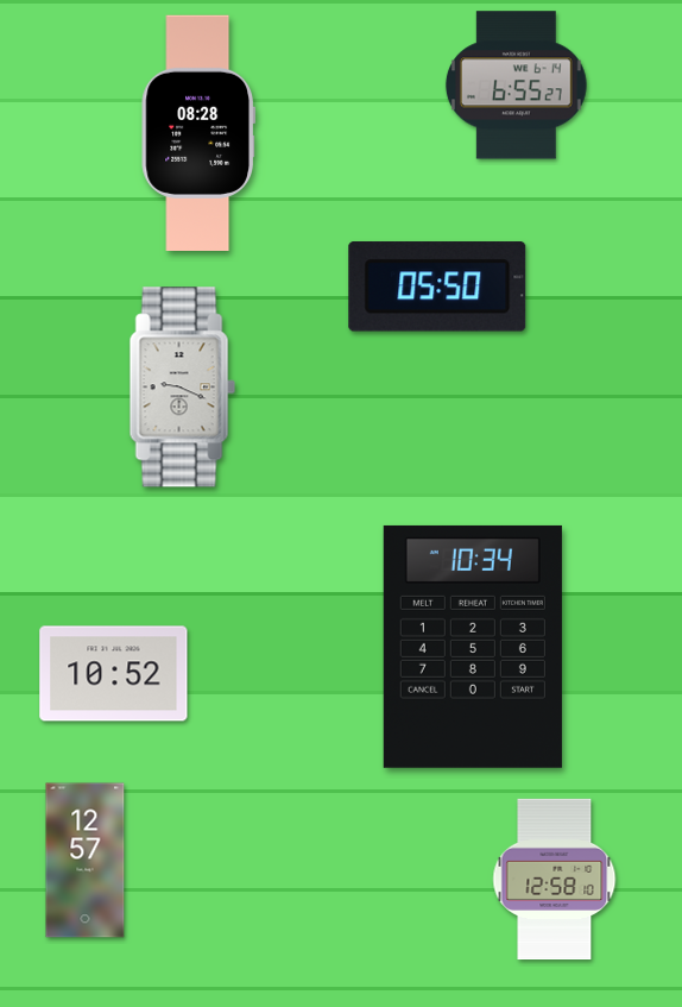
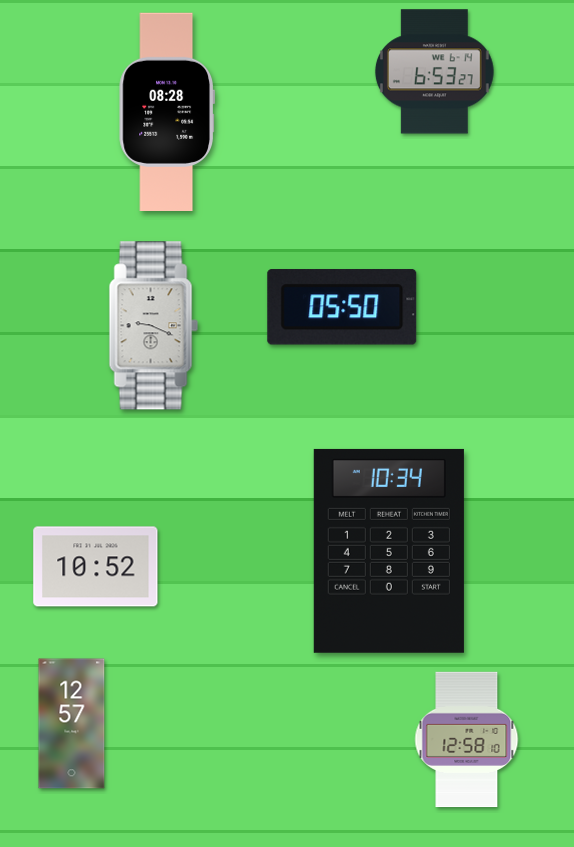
clock at (516, 86): 6:55 -> 6:53
clock at (437, 287) position: (437, 287) -> (342, 307)
clock at (473, 647) position: (473, 647) -> (389, 551)
